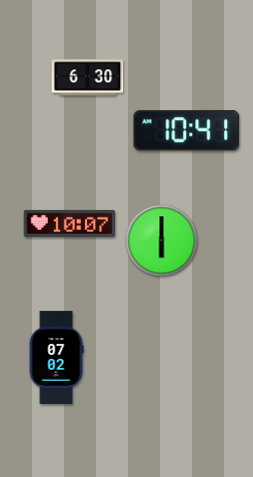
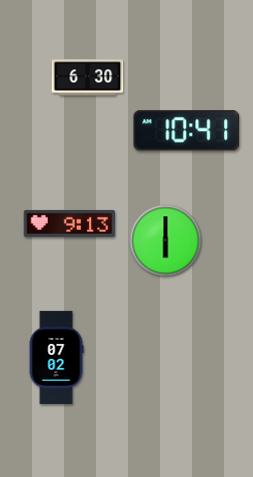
clock at (70, 223): 10:07 -> 9:13
clock at (162, 241) position: (162, 241) -> (166, 241)
